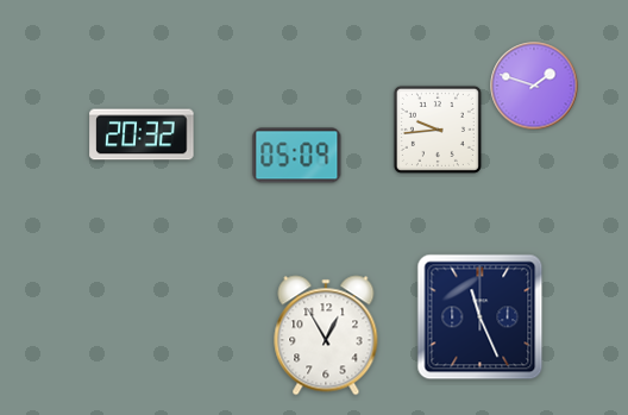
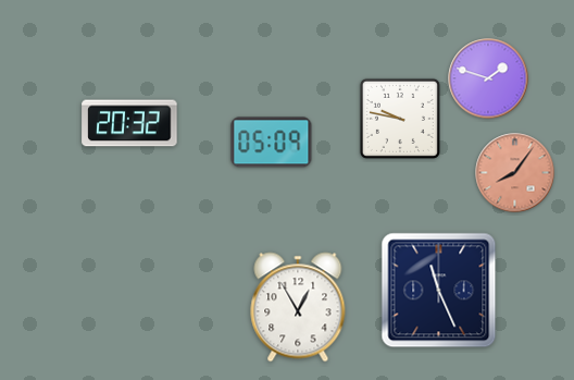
clock at (438, 130): 9:44 -> 9:47
clock at (515, 173): none -> 8:06
